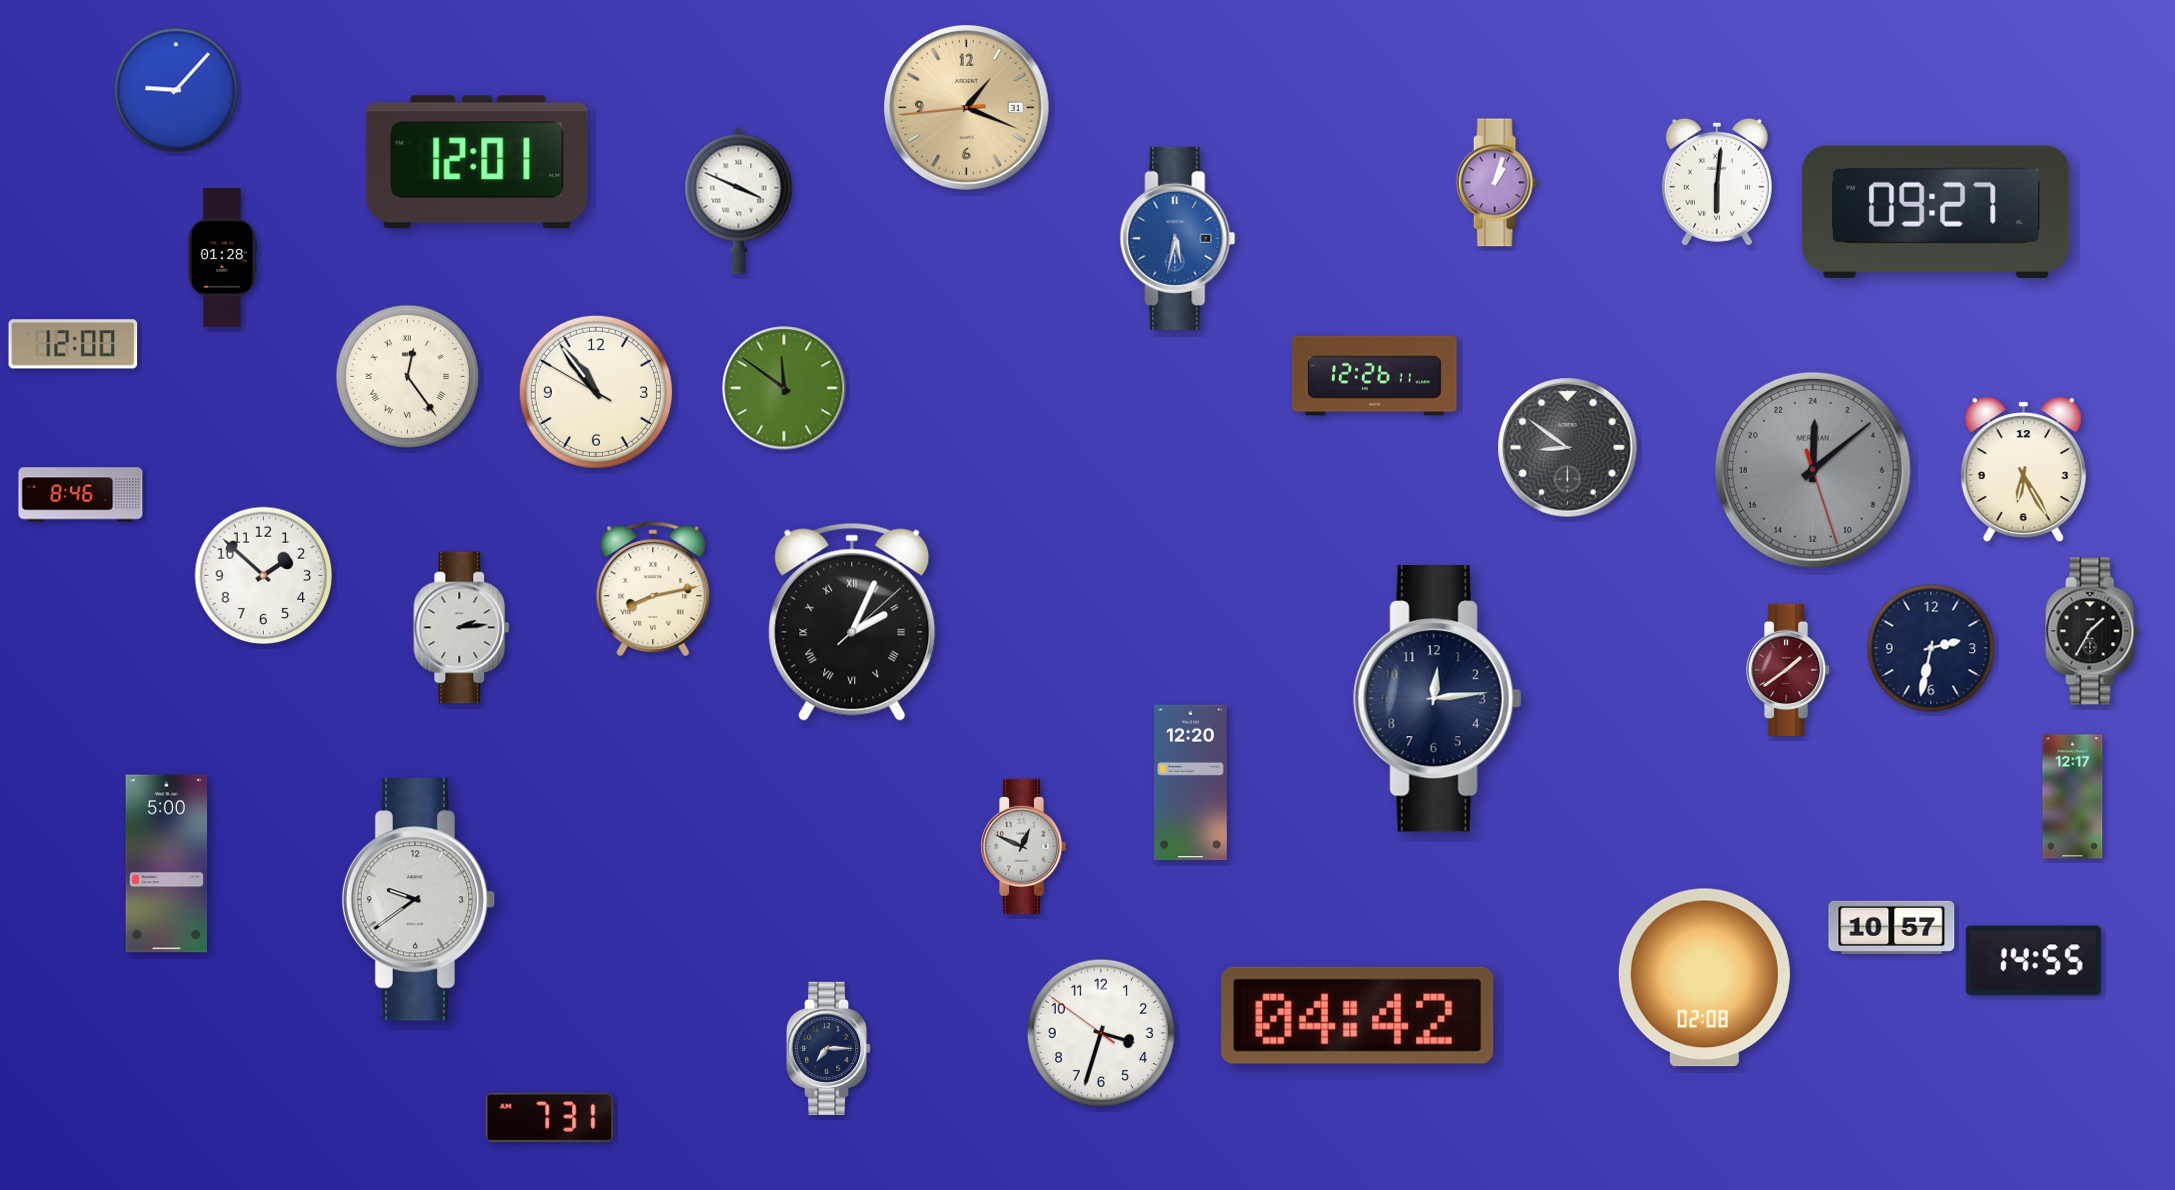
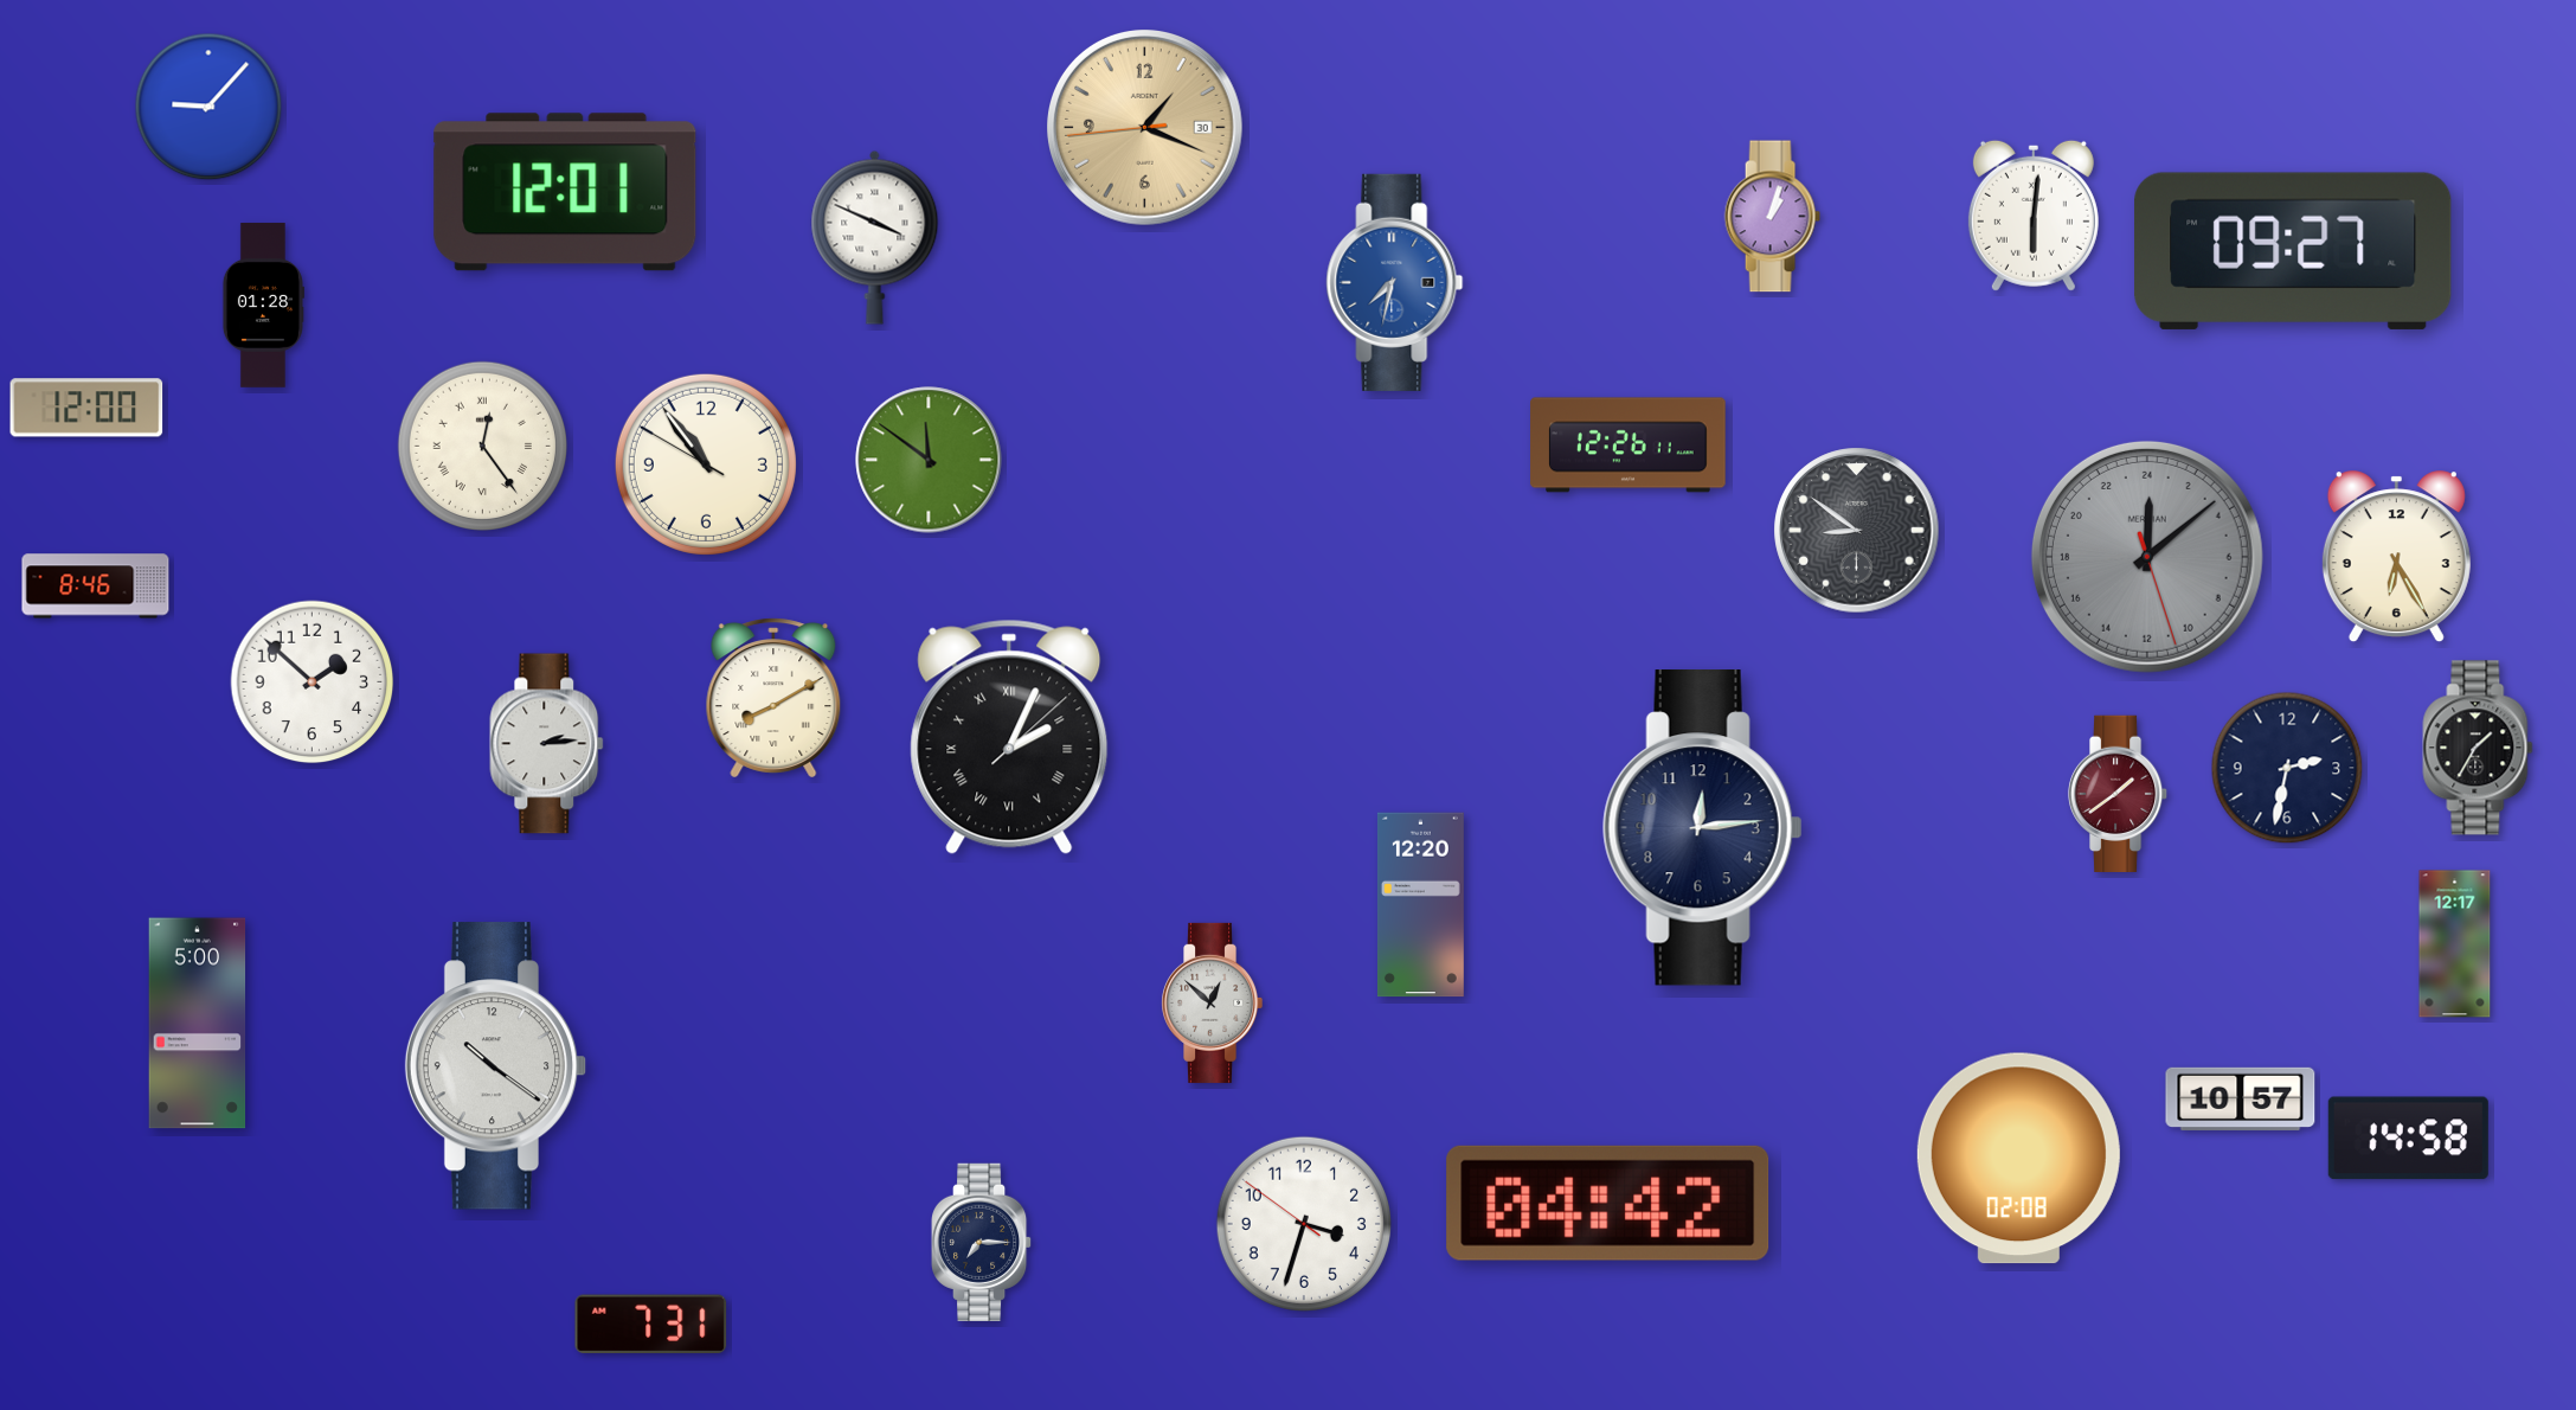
clock at (967, 108) date: 31 -> 30
clock at (1178, 238): 5:32 -> 7:32
clock at (653, 589): 8:13 -> 8:10
clock at (1190, 783) position: (1190, 783) -> (1420, 905)
clock at (1024, 846): 12:49 -> 12:52
clock at (419, 900): 9:39 -> 10:21
clock at (2033, 961): 14:55 -> 14:58
